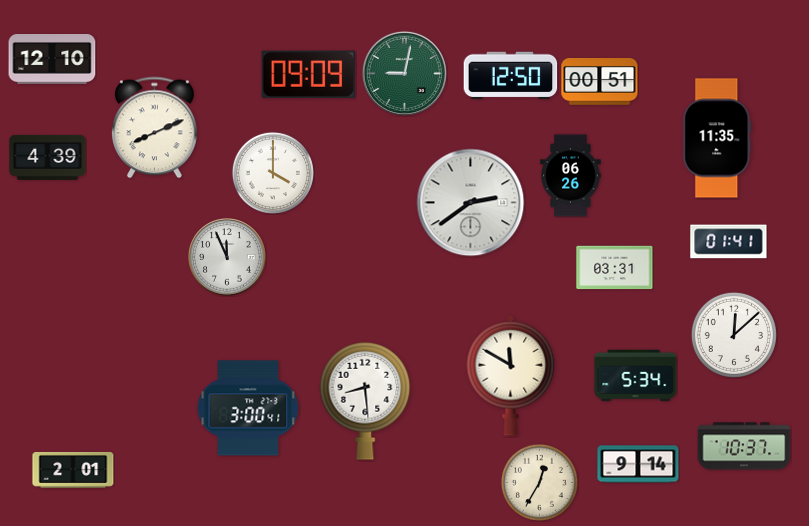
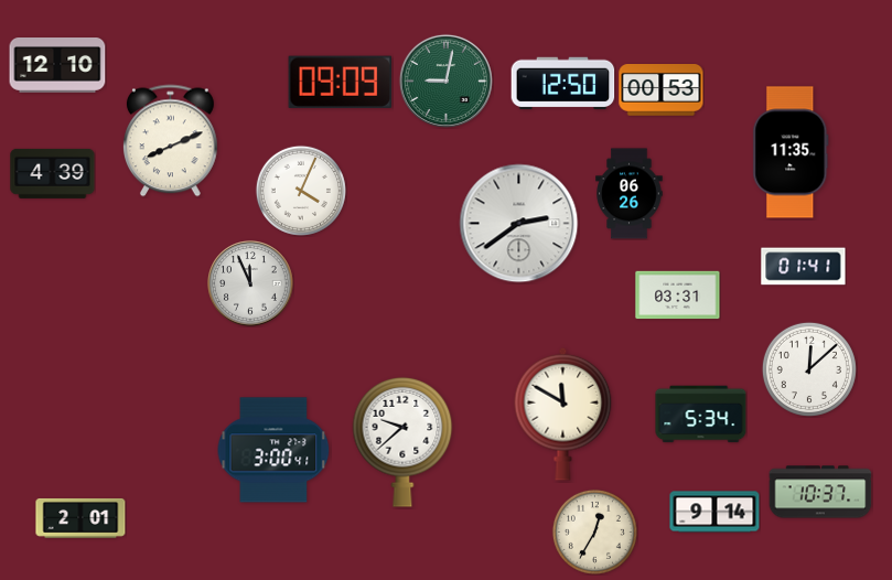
clock at (600, 82): 00:51 -> 00:53
clock at (273, 173): 4:00 -> 4:04
clock at (365, 401): 8:29 -> 9:38
clock at (638, 464) position: (638, 464) -> (714, 512)
